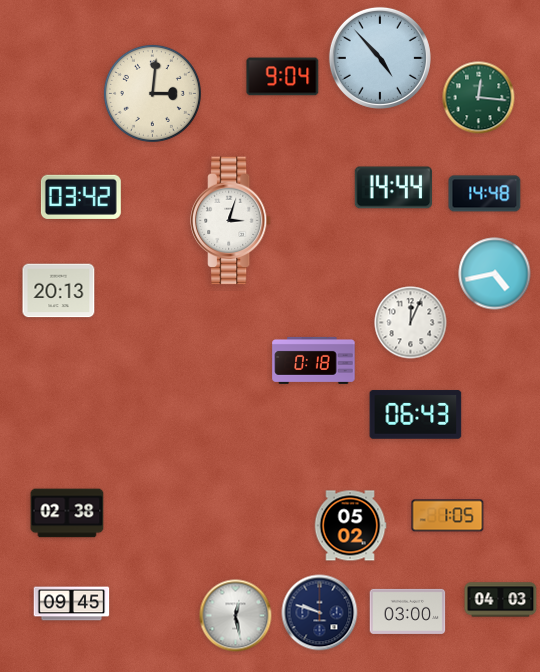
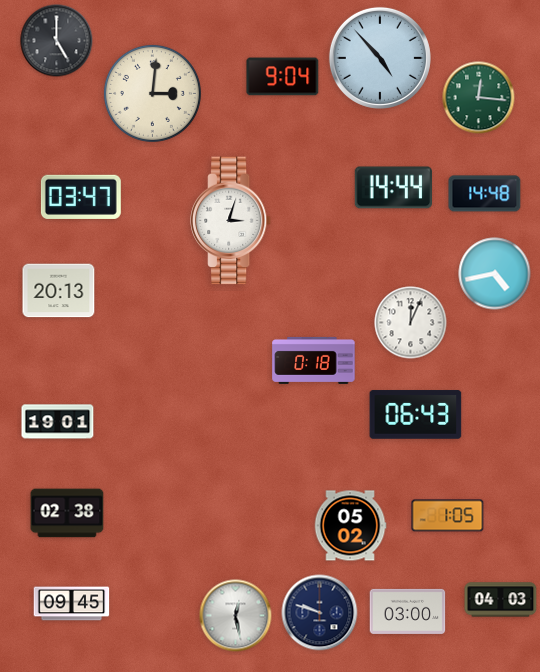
clock at (57, 41): none -> 5:00
clock at (81, 197): 03:42 -> 03:47
clock at (58, 422): none -> 19:01
